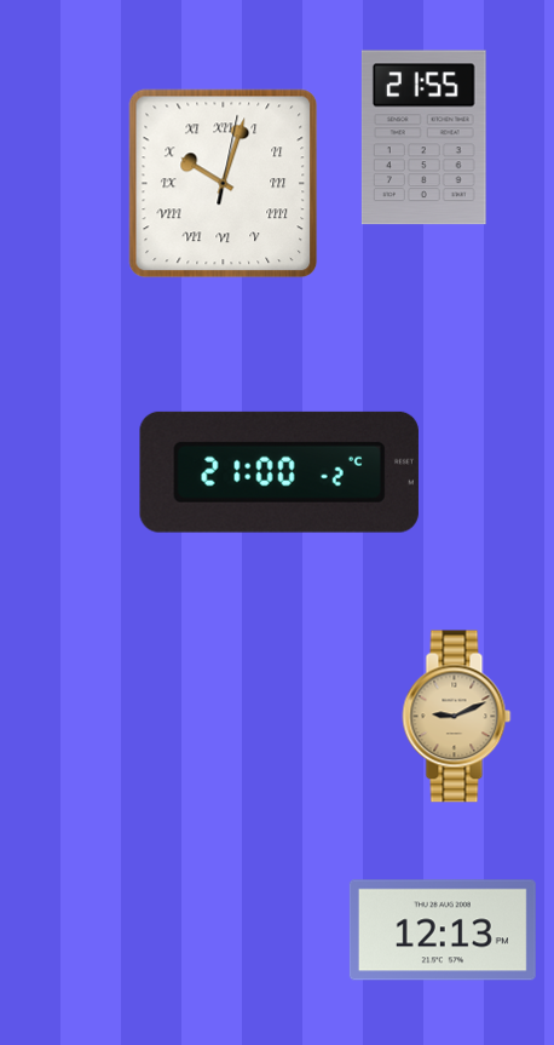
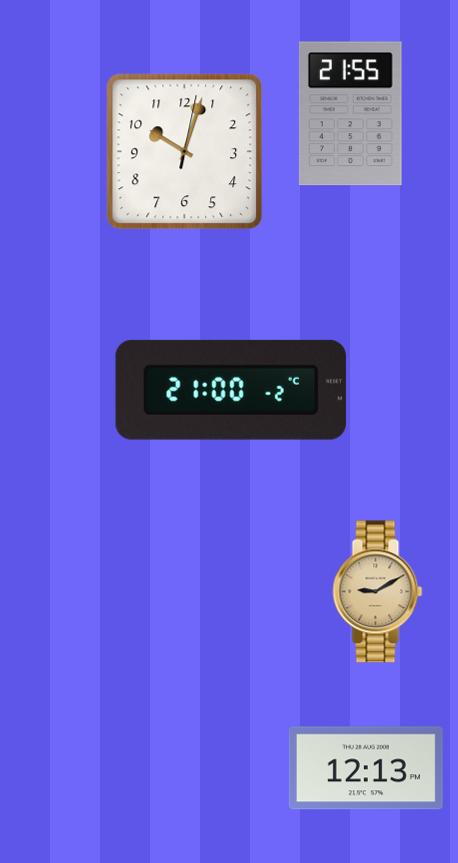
clock at (224, 184) numerals: Roman -> Arabic
clock at (457, 717): 9:11 -> 9:10
